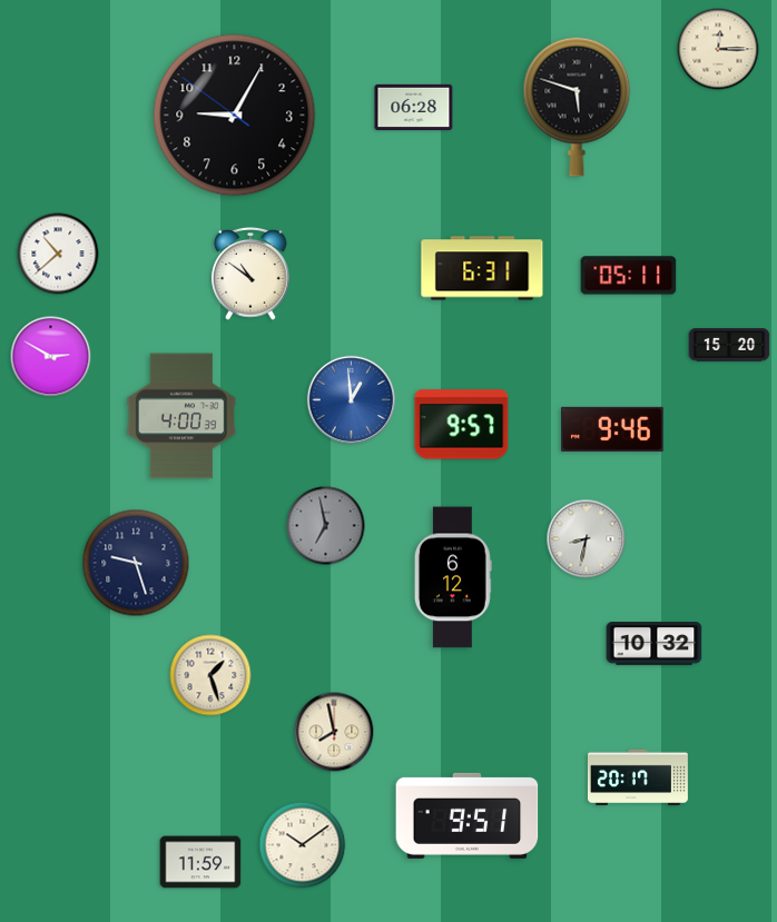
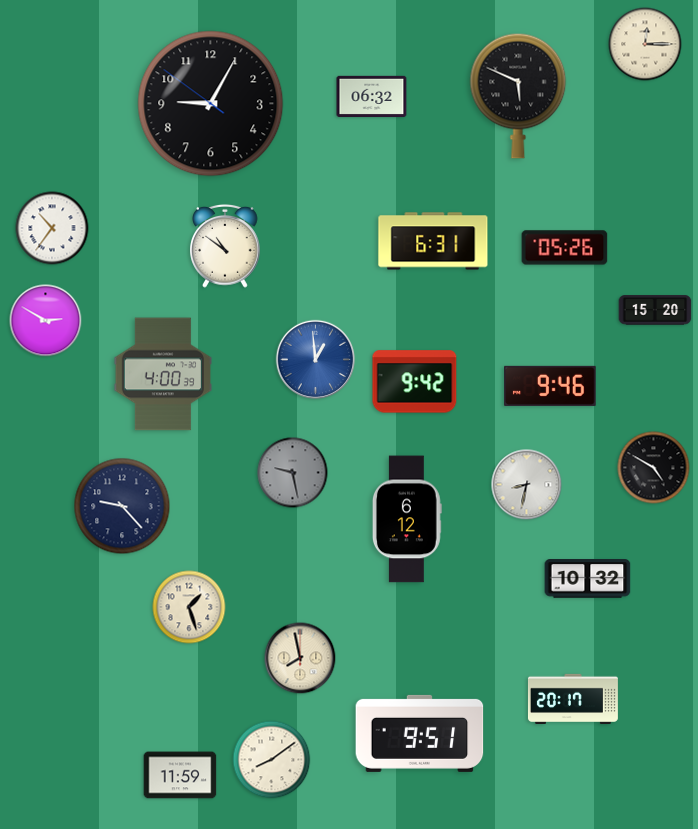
clock at (414, 107): 06:28 -> 06:32
clock at (577, 107): 5:48 -> 5:49
clock at (58, 254): 10:38 -> 10:36
clock at (629, 276): 05:11 -> 05:26
clock at (462, 425): 9:57 -> 9:42
clock at (654, 468): none -> 4:50
clock at (326, 526): 6:58 -> 9:28
clock at (136, 563): 9:27 -> 9:23
clock at (303, 845): 10:09 -> 8:09
